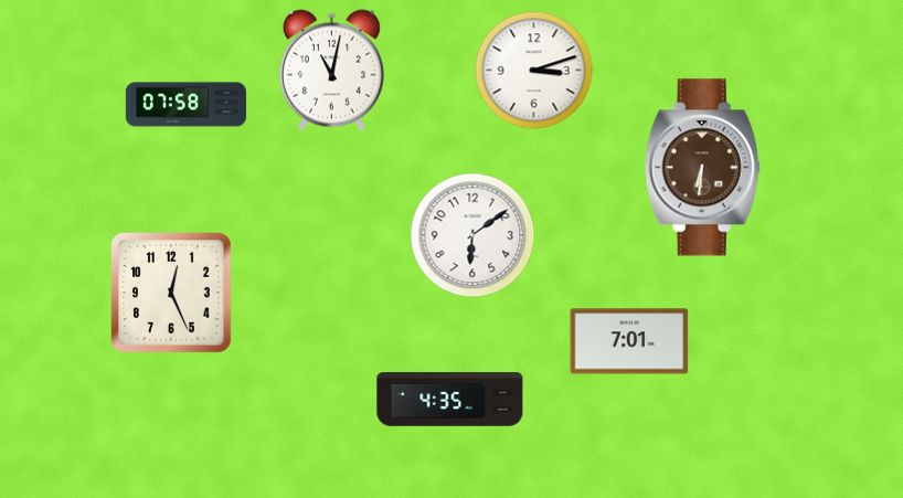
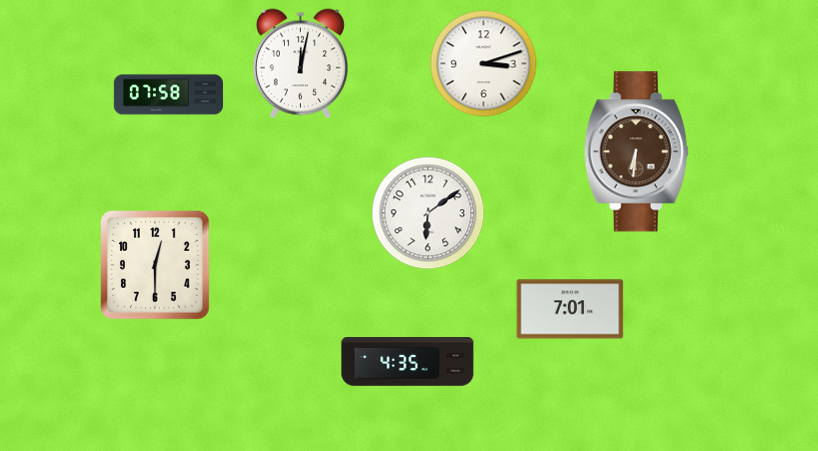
clock at (331, 71): 11:02 -> 12:02
clock at (171, 293): 12:26 -> 12:30
